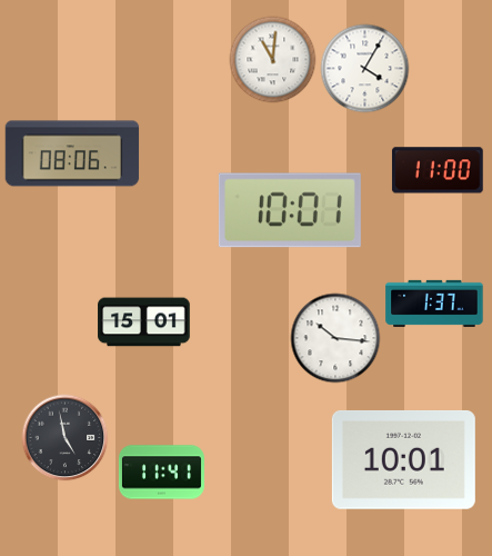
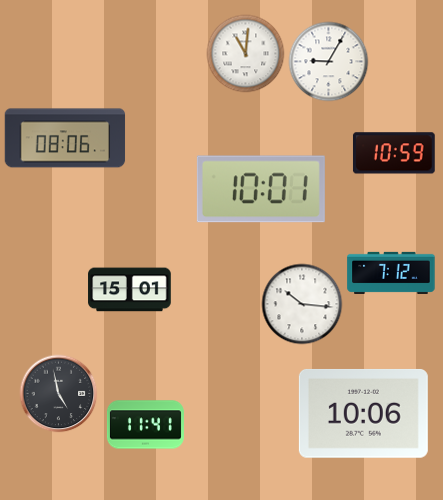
clock at (364, 68): 4:05 -> 9:05
clock at (438, 170): 11:00 -> 10:59
clock at (434, 304): 1:37 -> 7:12
clock at (403, 459): 10:01 -> 10:06
